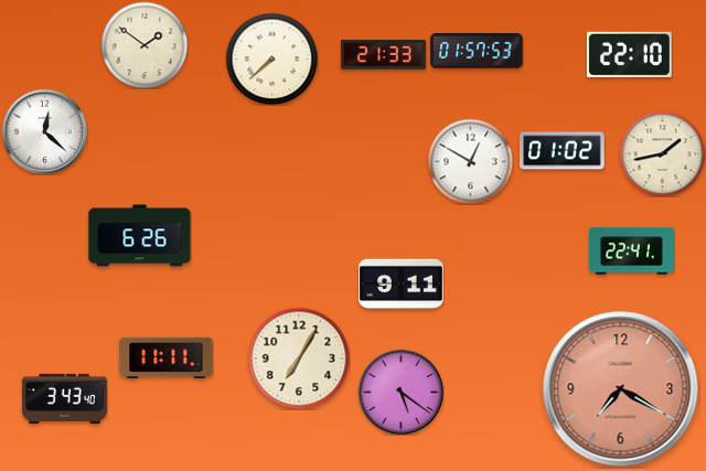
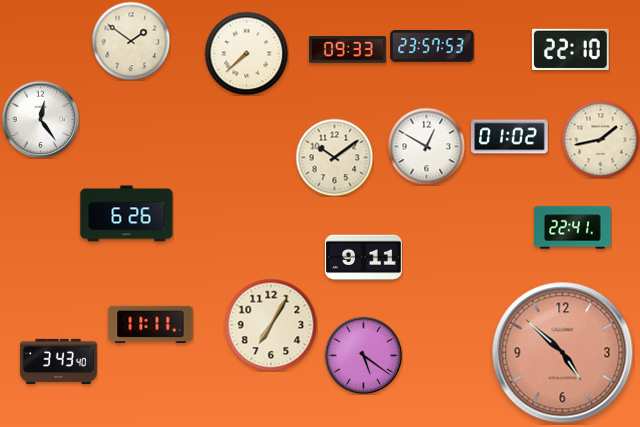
clock at (477, 51): 01:57 -> 23:57
clock at (384, 55): 21:33 -> 09:33
clock at (44, 131): 12:22 -> 12:24
clock at (334, 157): none -> 10:09
clock at (621, 389): 7:20 -> 4:52
